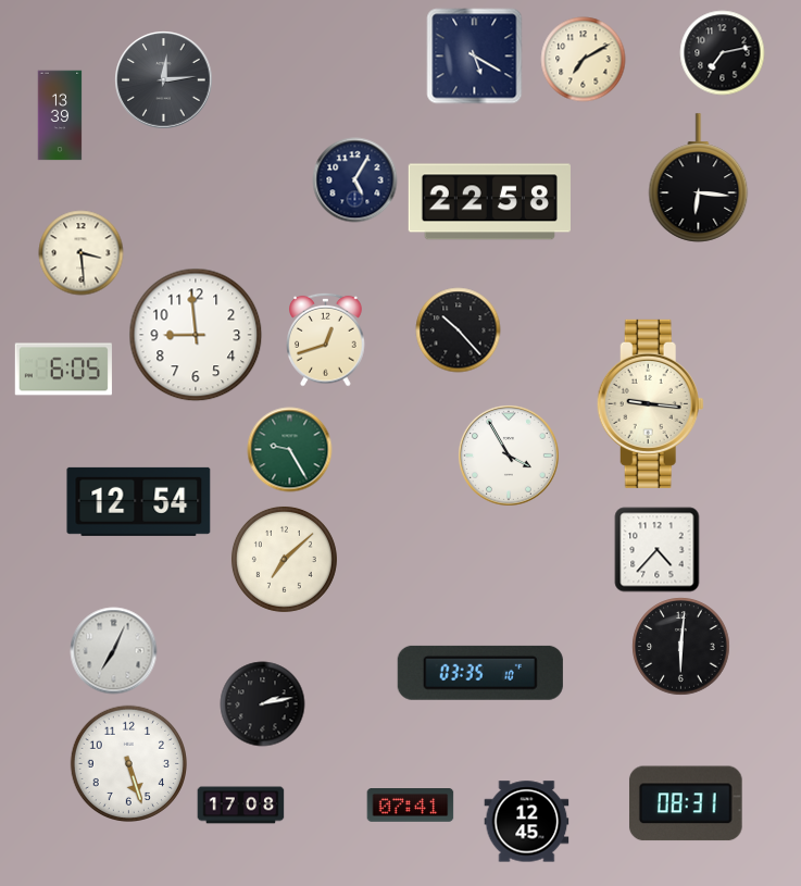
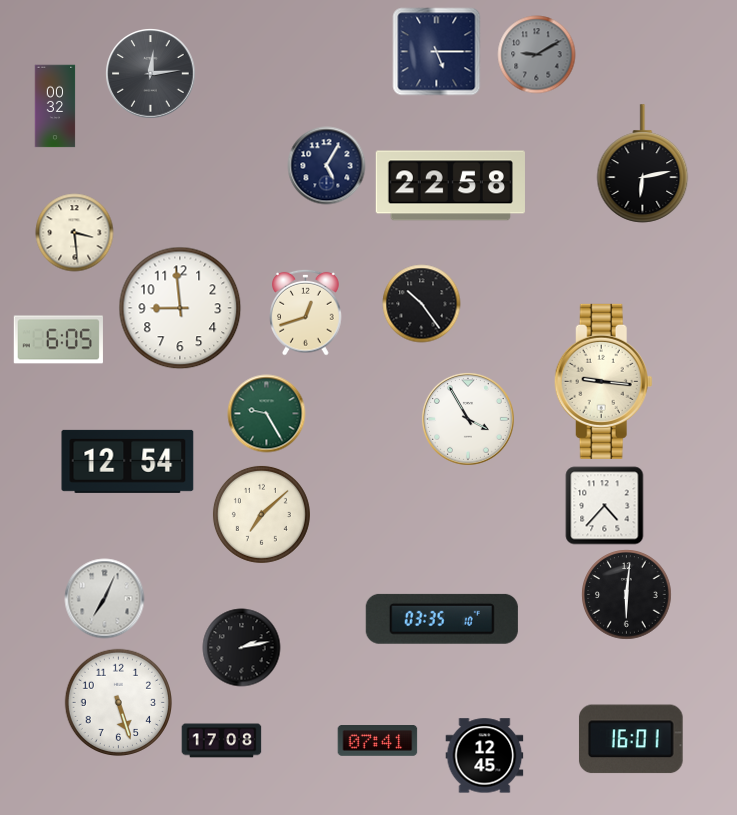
clock at (722, 52): 7:13 -> none
clock at (474, 55): 5:20 -> 5:15
clock at (583, 59): 7:10 -> 9:10
clock at (583, 59) dial: cream -> grey
clock at (60, 115): 13:39 -> 00:32
clock at (699, 178): 6:16 -> 6:13
clock at (458, 329): 10:23 -> 10:24
clock at (326, 339) position: (326, 339) -> (306, 312)
clock at (650, 403) position: (650, 403) -> (603, 381)
clock at (686, 803): 08:31 -> 16:01
